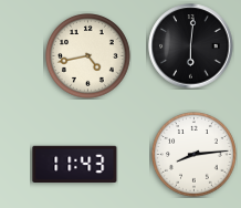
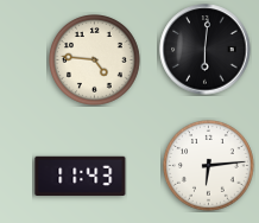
clock at (88, 56): 4:43 -> 4:46
clock at (195, 155): 8:14 -> 6:14
